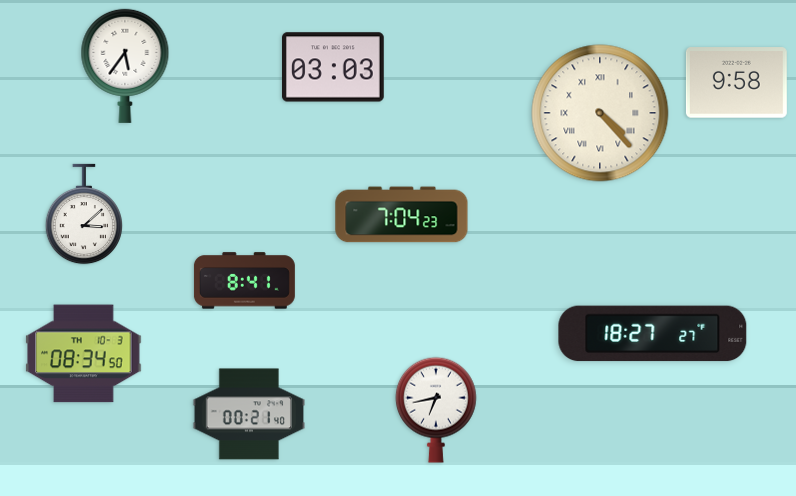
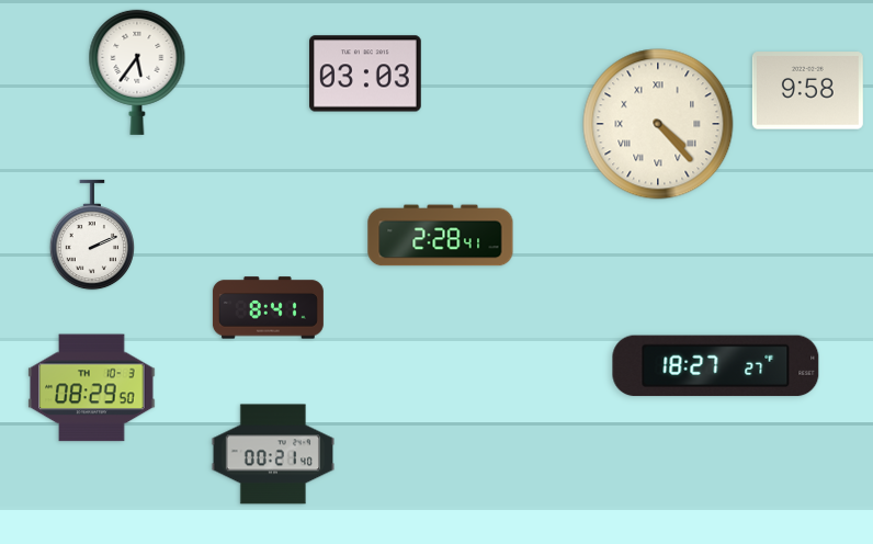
clock at (83, 214): 3:08 -> 2:11
clock at (402, 215): 7:04 -> 2:28
clock at (84, 354): 08:34 -> 08:29
clock at (436, 410): 6:43 -> none
